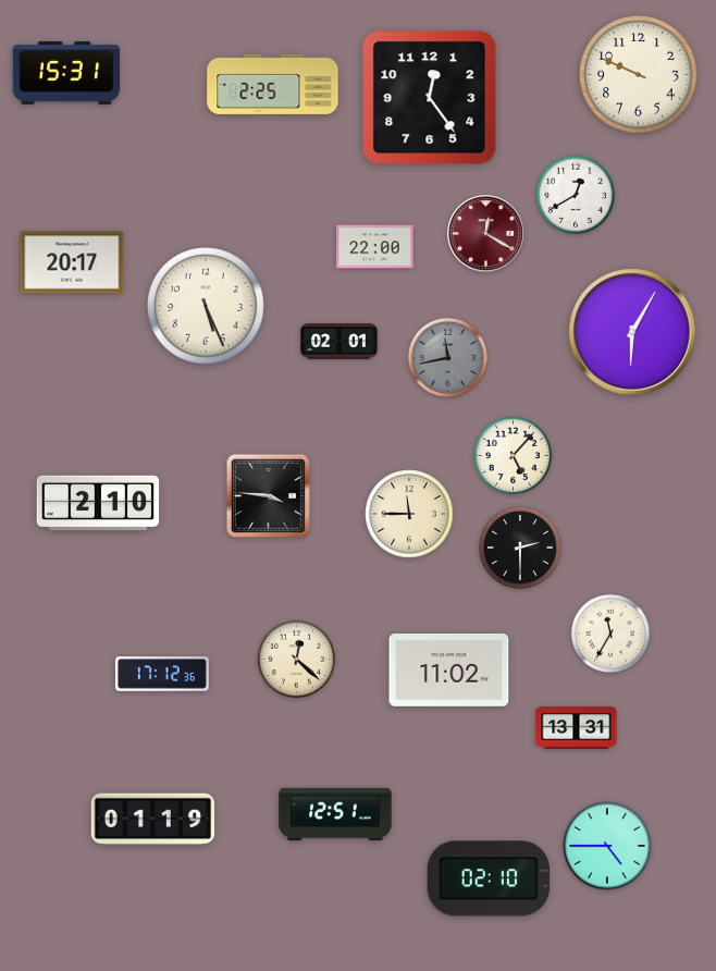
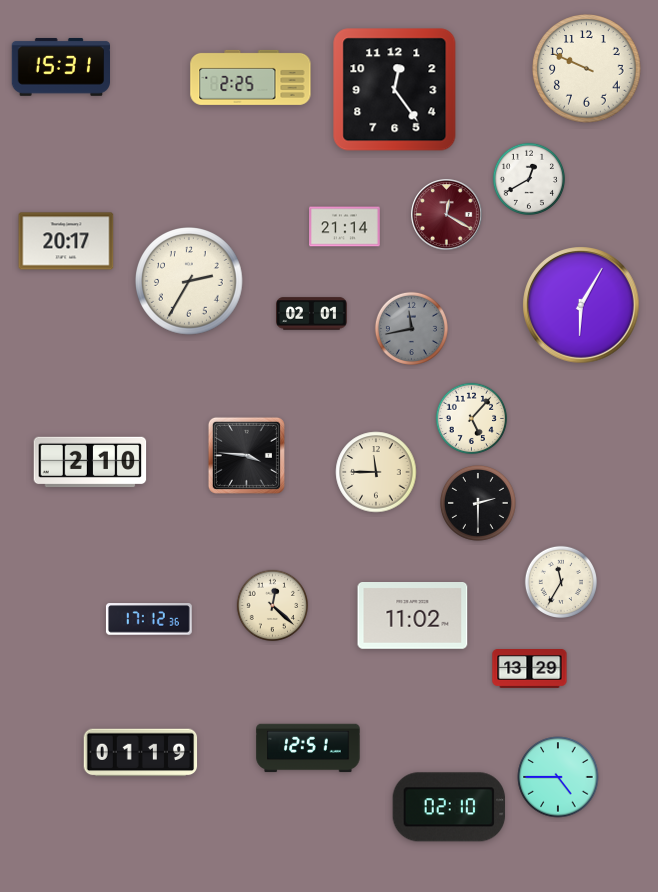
clock at (375, 247): 22:00 -> 21:14
clock at (206, 306): 5:26 -> 2:35
clock at (577, 728): 13:31 -> 13:29
